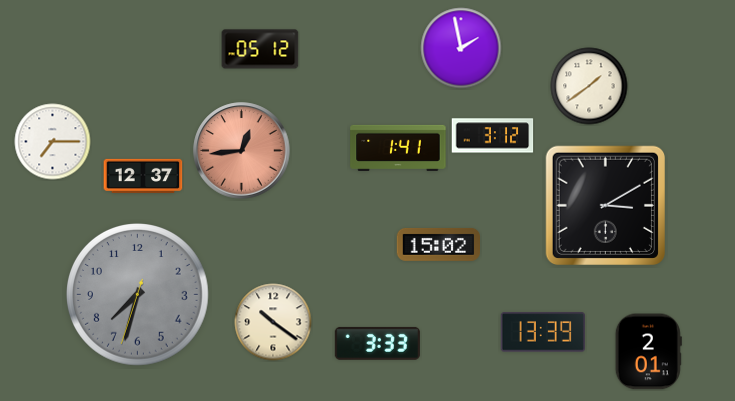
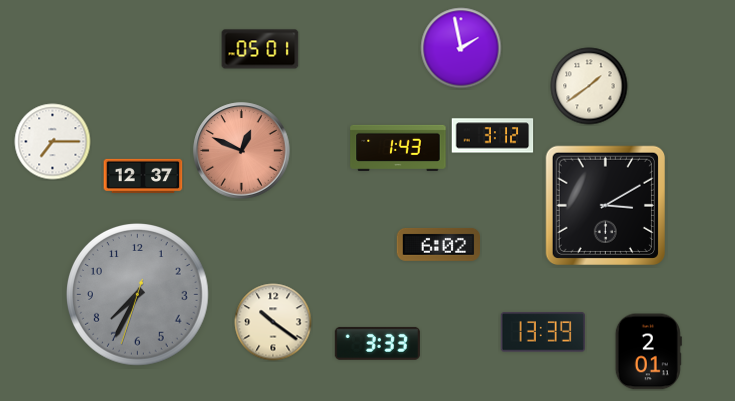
clock at (260, 49): 05:12 -> 05:01
clock at (398, 148): 1:41 -> 1:43
clock at (242, 151): 12:44 -> 12:49
clock at (438, 244): 15:02 -> 6:02
clock at (138, 295): 7:32 -> 7:34
